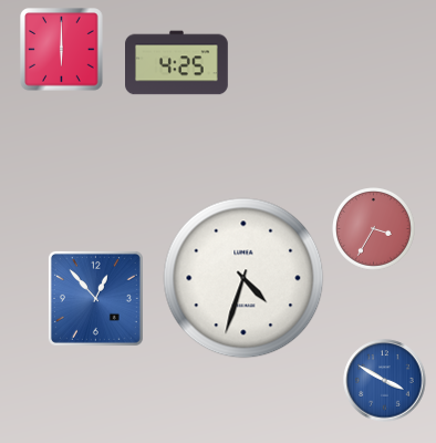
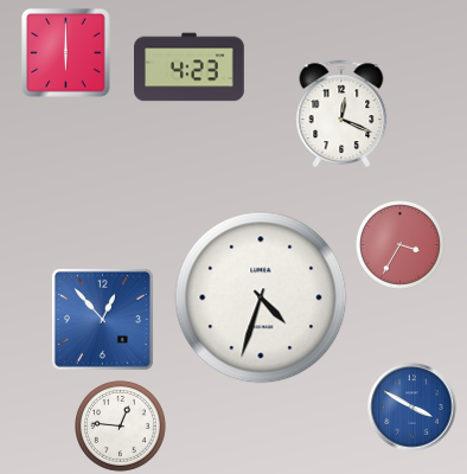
clock at (177, 63): 4:25 -> 4:23
clock at (341, 113): none -> 12:19
clock at (121, 427): none -> 12:46
